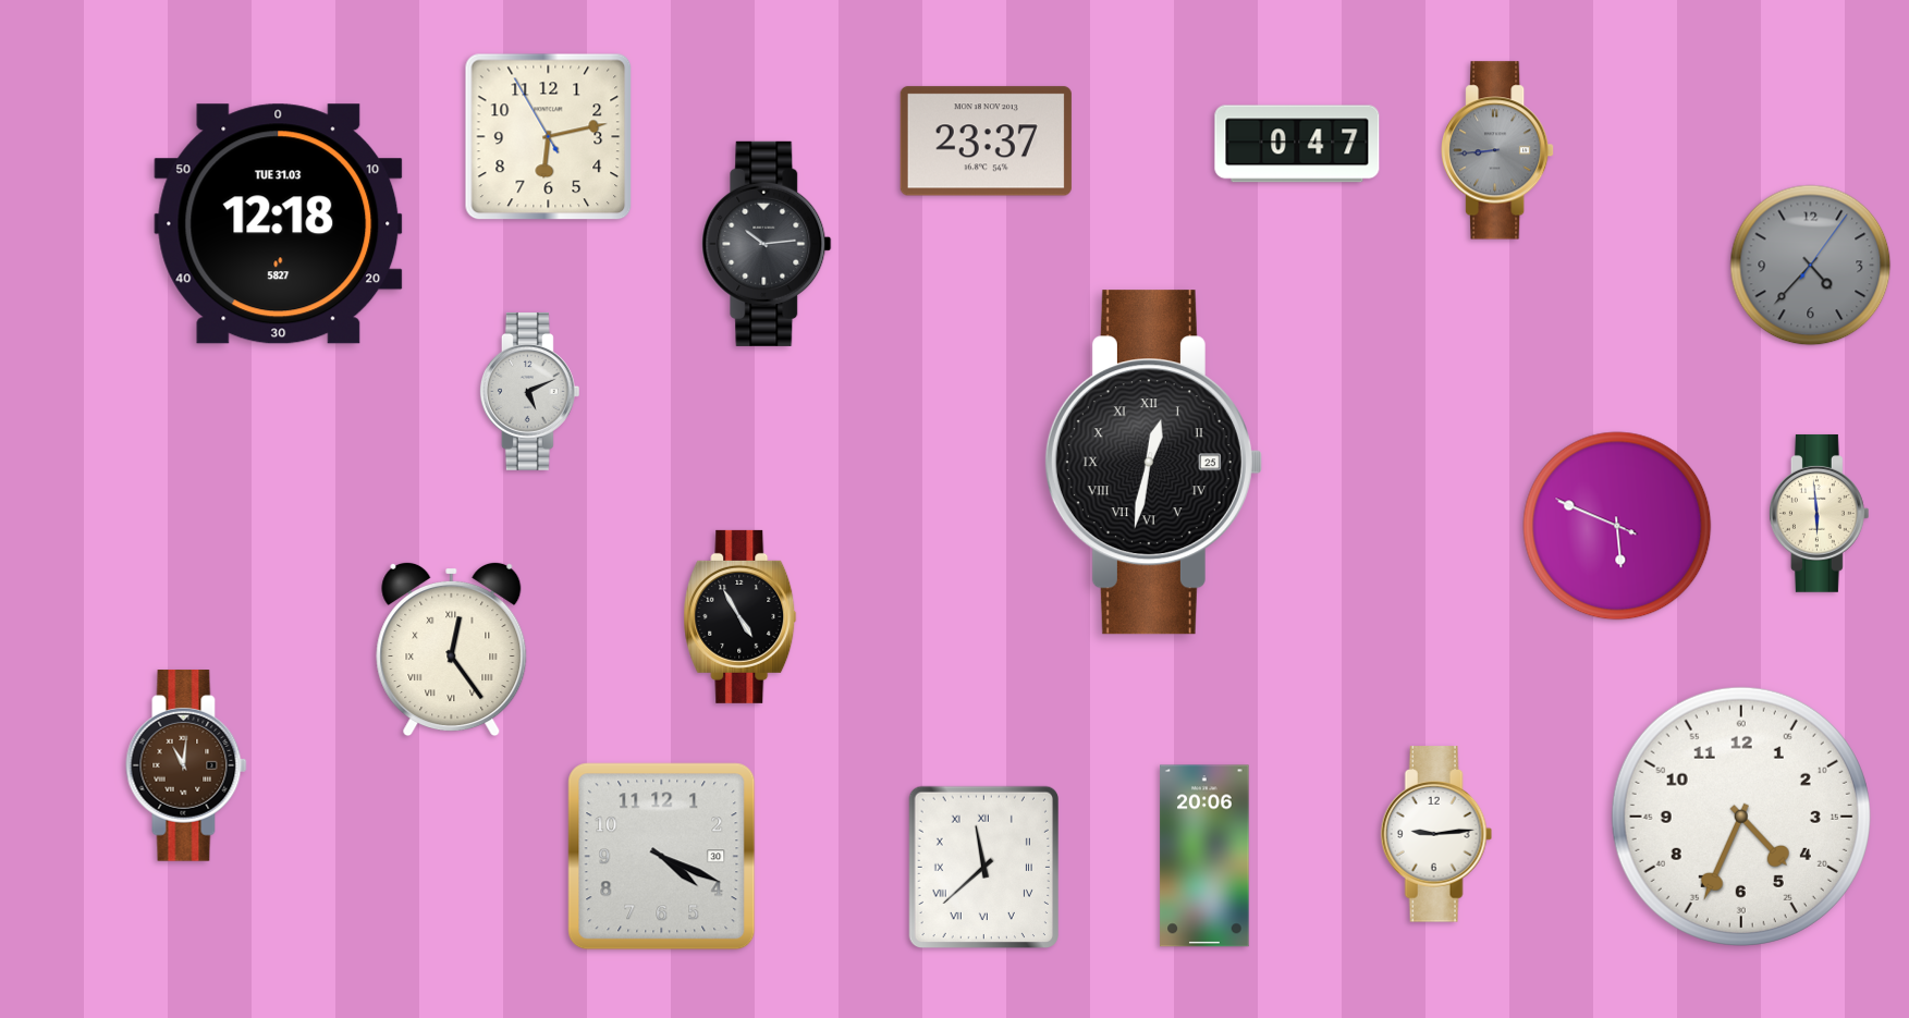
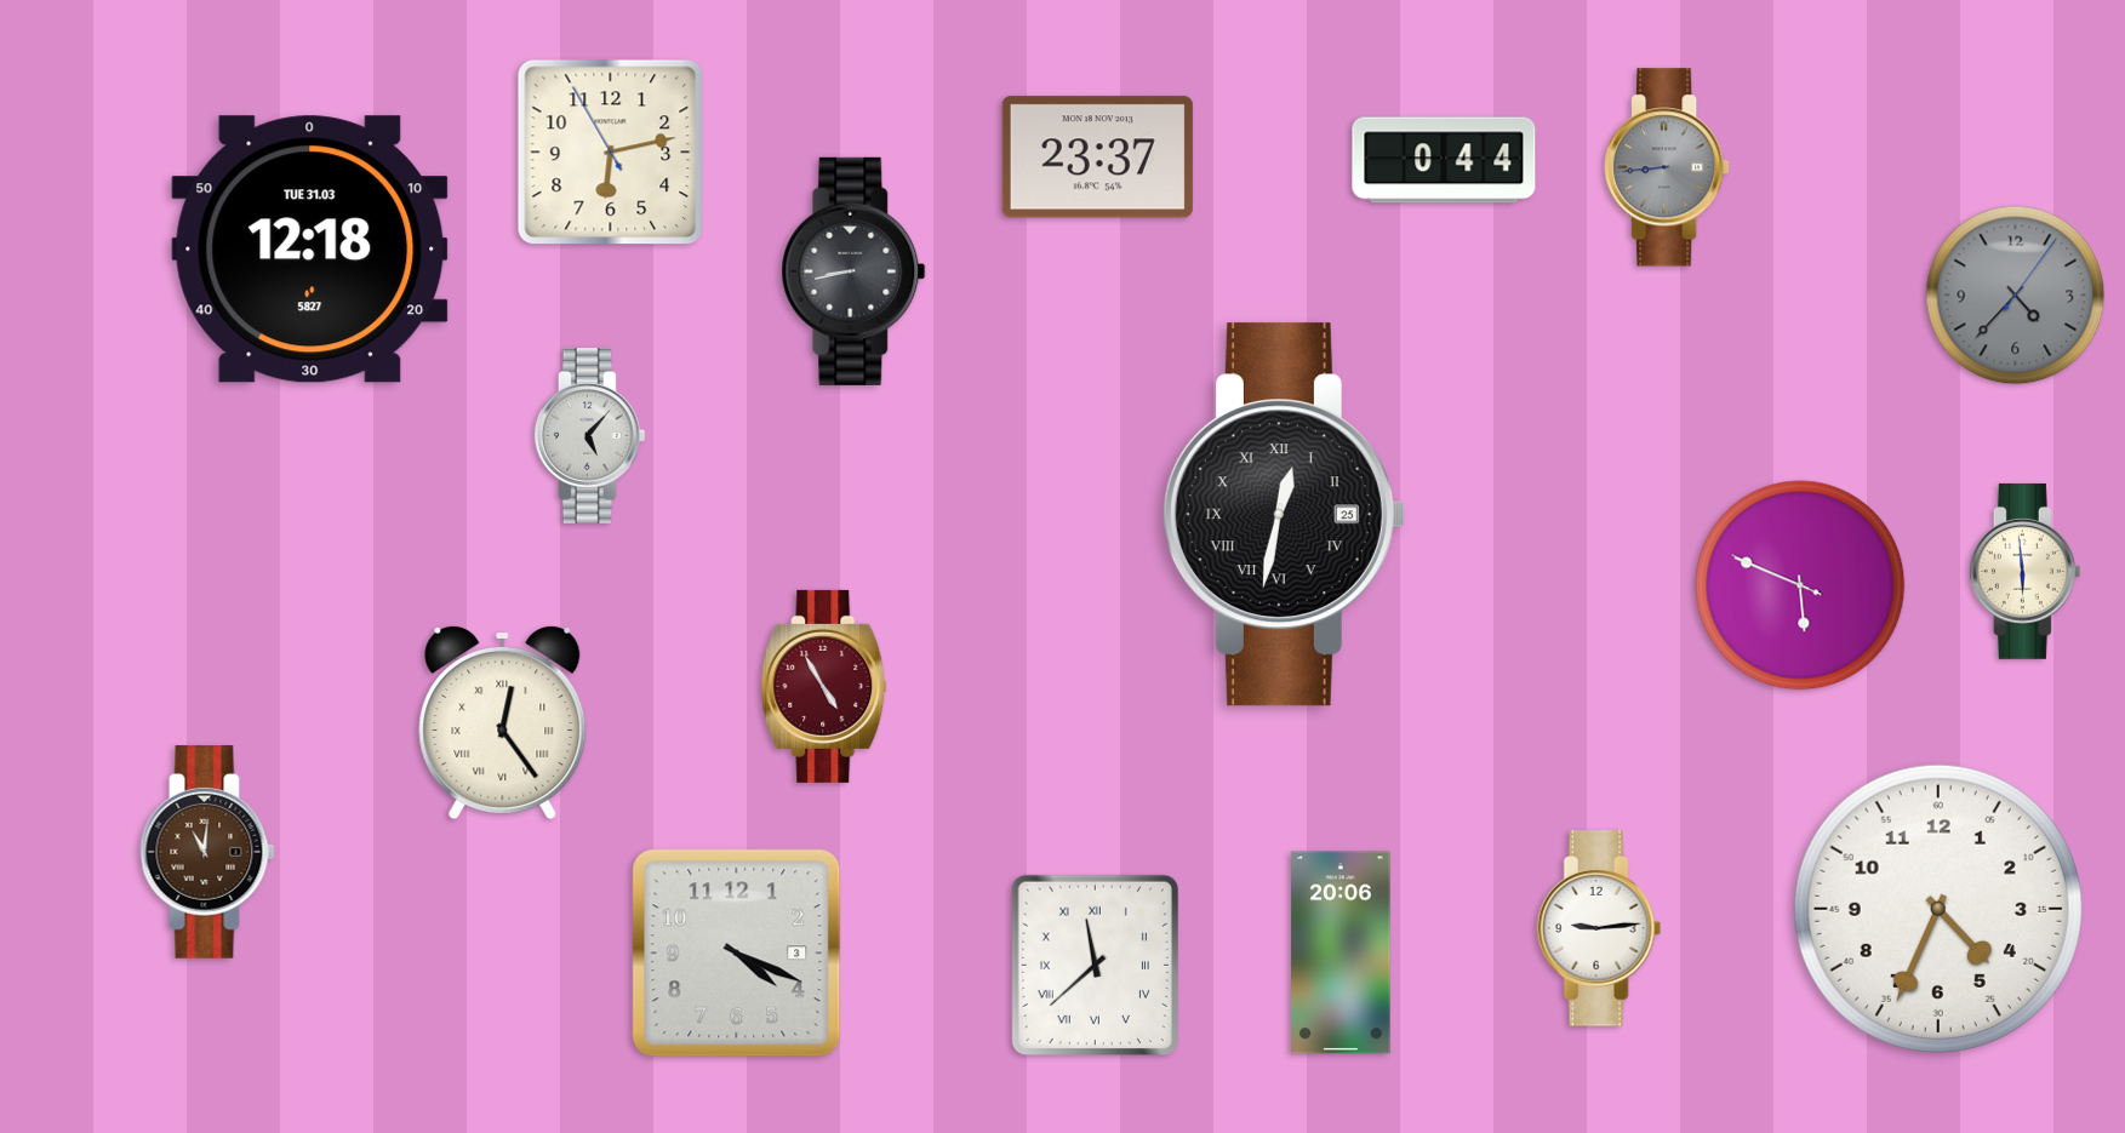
clock at (1297, 144): 0:47 -> 0:44
clock at (767, 244): 10:14 -> 8:43
clock at (529, 391): 5:11 -> 5:07
clock at (741, 616) dial: black -> burgundy
clock at (662, 857) date: 30 -> 3
